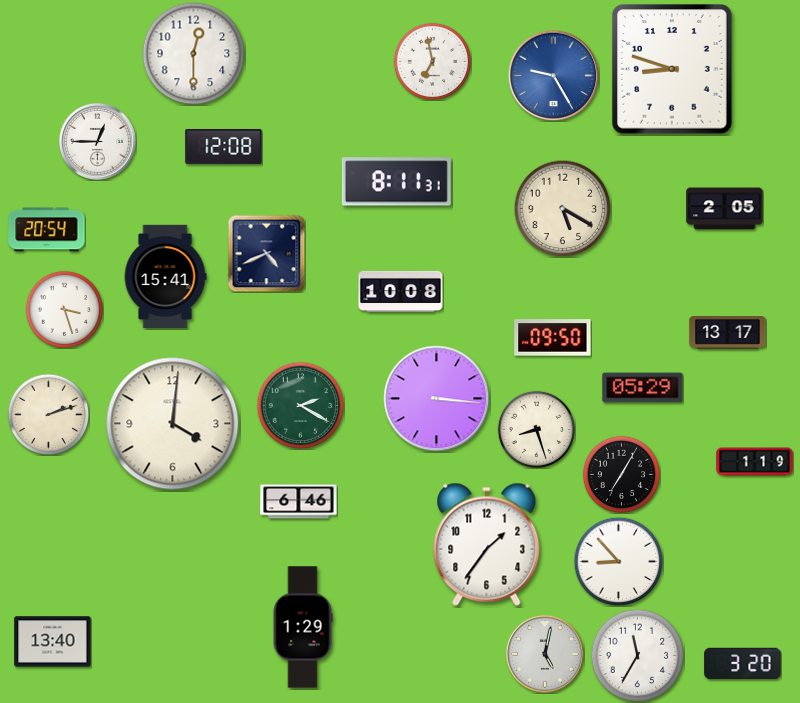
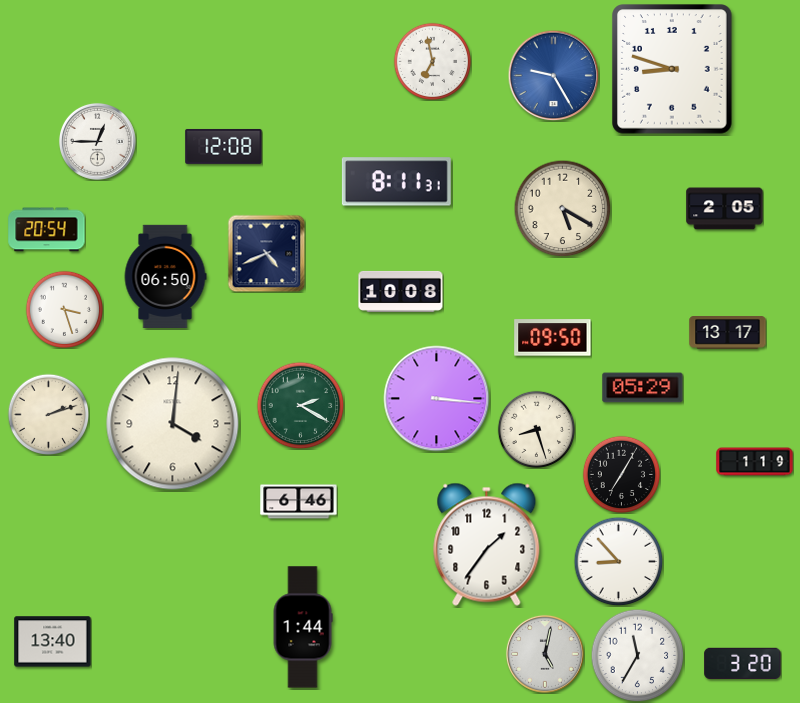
clock at (194, 54): 12:30 -> none
clock at (165, 276): 15:41 -> 06:50
clock at (303, 627): 1:29 -> 1:44
